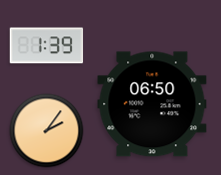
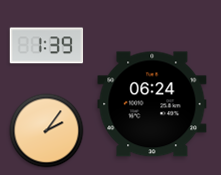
clock at (152, 104): 06:50 -> 06:24
